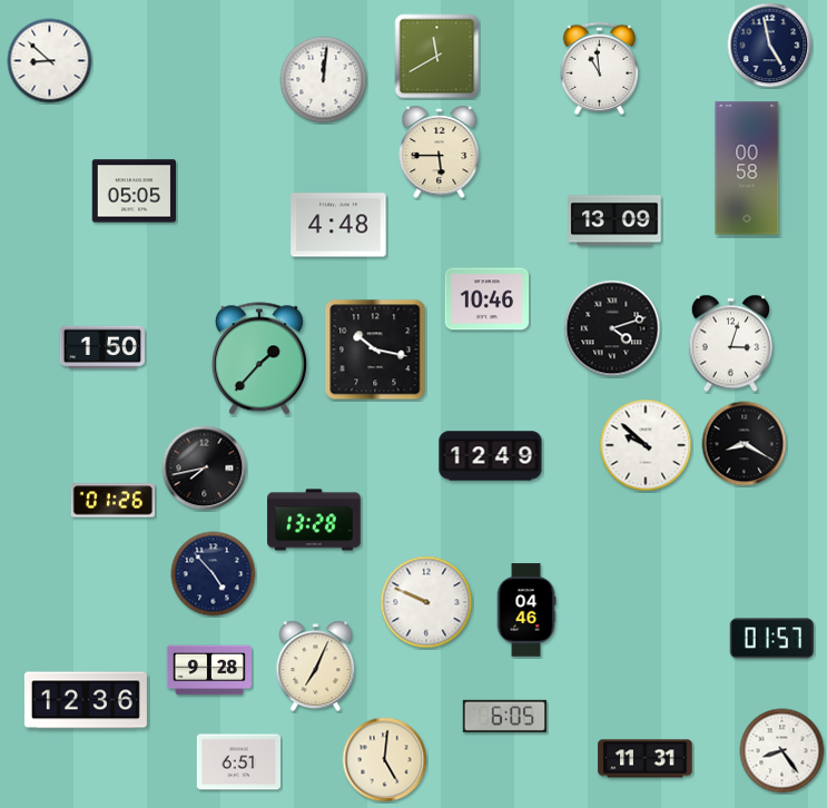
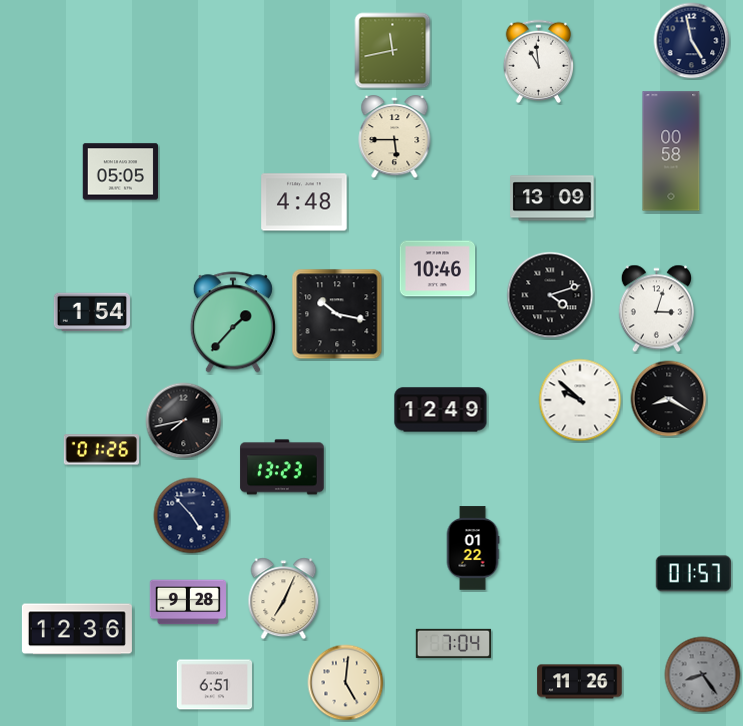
clock at (437, 57): 11:40 -> 11:43
clock at (50, 61): 8:52 -> none
clock at (324, 80): 12:01 -> none
clock at (102, 347): 1:50 -> 1:54
clock at (314, 520): 13:28 -> 13:23
clock at (426, 602): 9:49 -> none
clock at (526, 610): 04:46 -> 01:22
clock at (505, 716): 6:05 -> 7:04
clock at (782, 751) dial: white -> grey
clock at (646, 759): 11:31 -> 11:26
